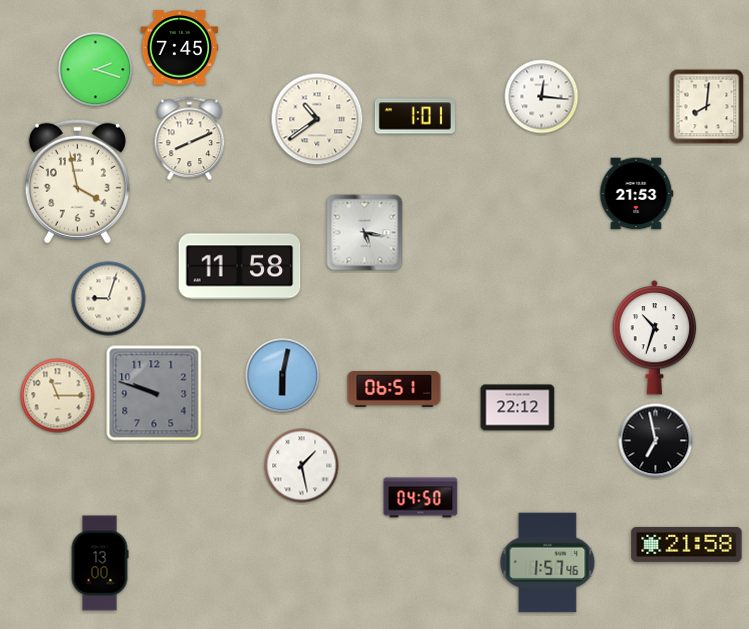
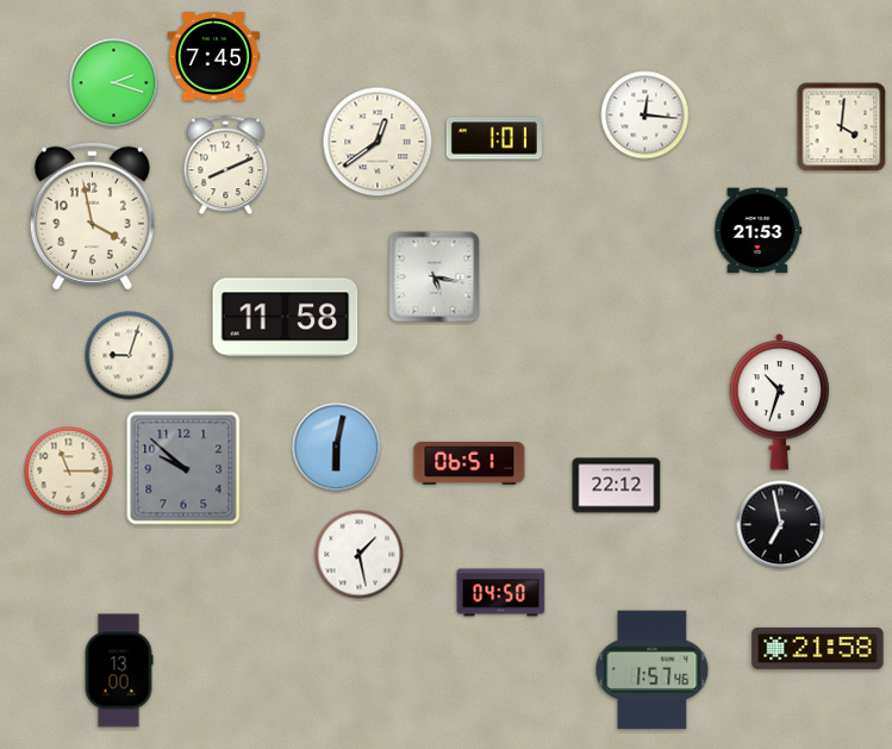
clock at (707, 107): 8:01 -> 4:01
clock at (317, 119): 10:39 -> 12:39
clock at (154, 393): 9:48 -> 9:52
